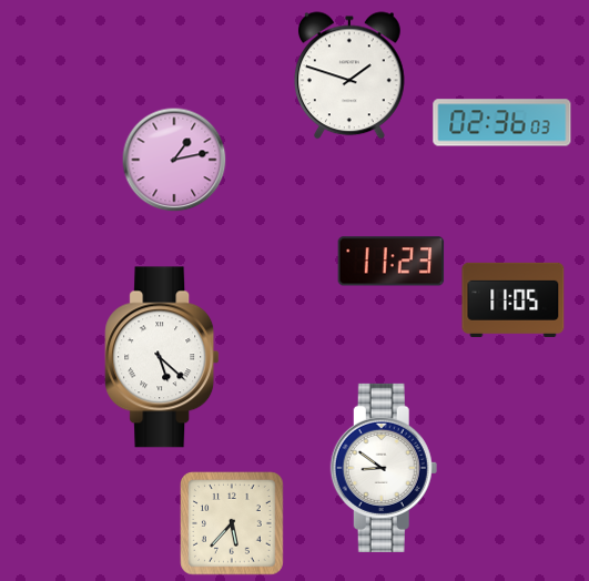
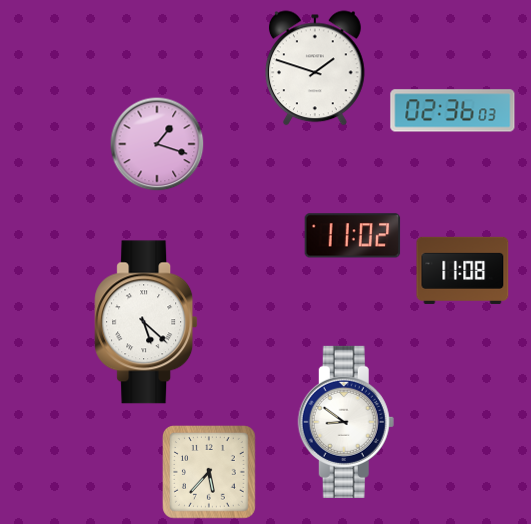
clock at (174, 160): 1:13 -> 1:18
clock at (392, 262): 11:23 -> 11:02
clock at (514, 299): 11:05 -> 11:08
